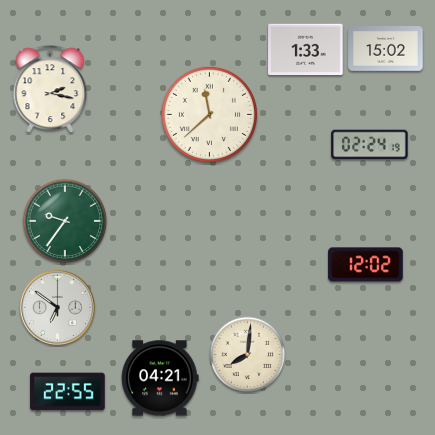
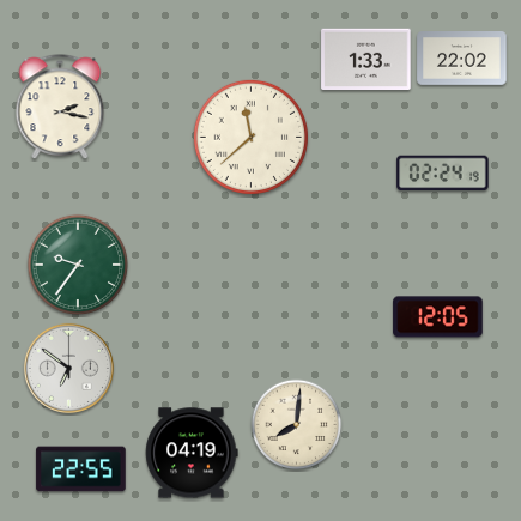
clock at (386, 49): 15:02 -> 22:02
clock at (366, 265): 12:02 -> 12:05
clock at (160, 378): 04:21 -> 04:19
